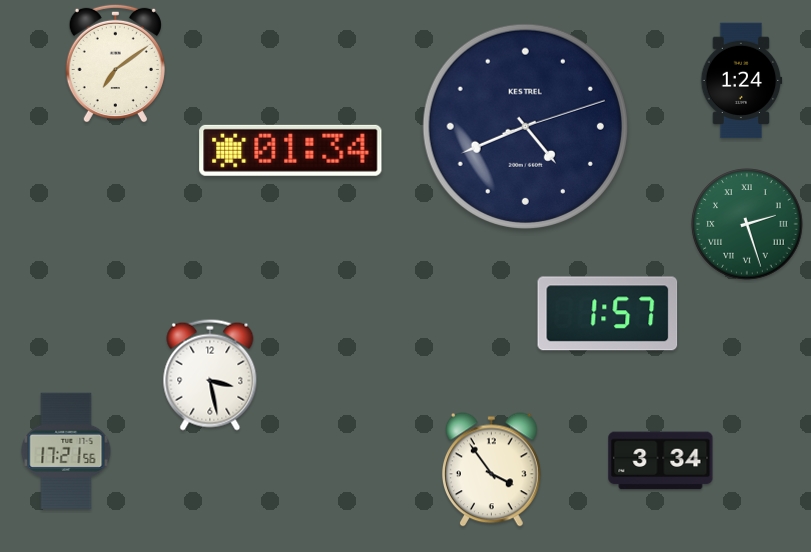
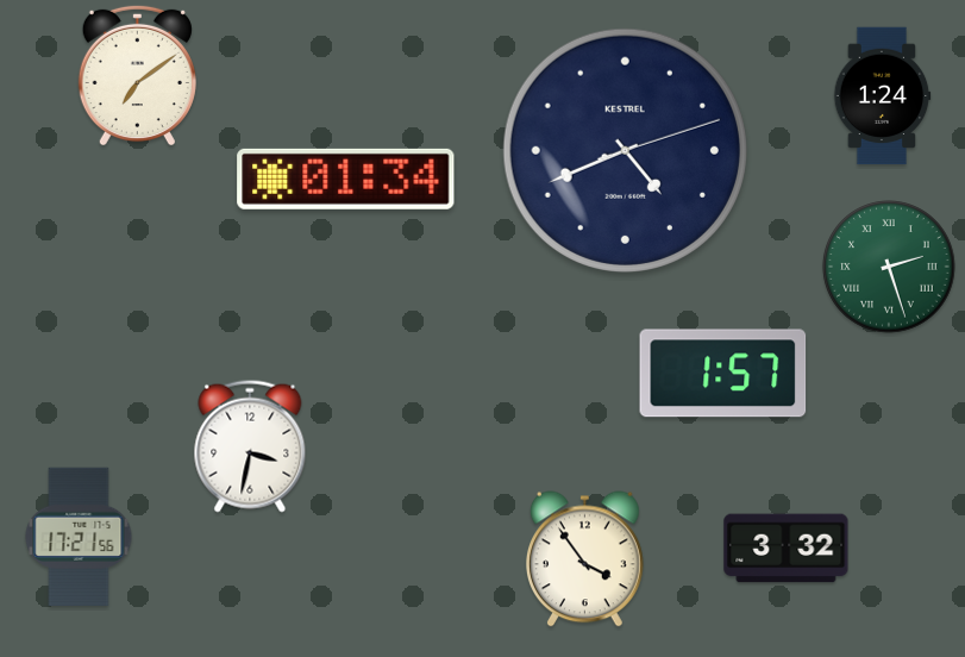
clock at (210, 375): 3:28 -> 3:32
clock at (661, 461): 3:34 -> 3:32
